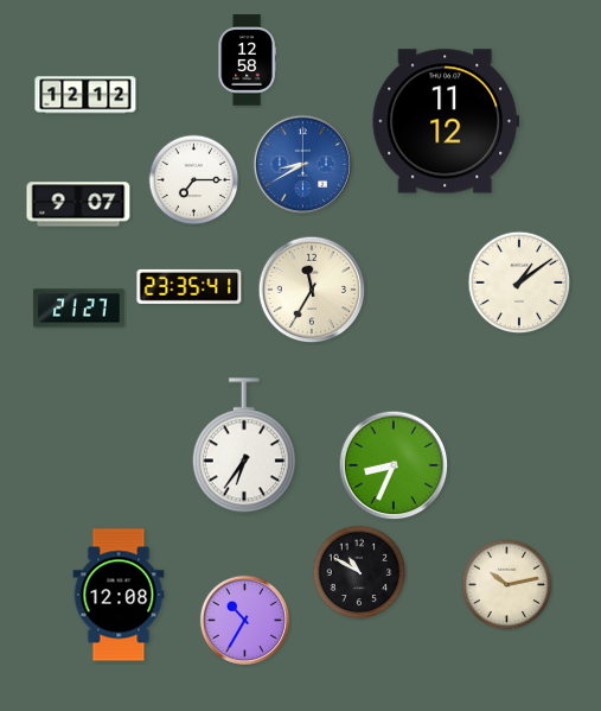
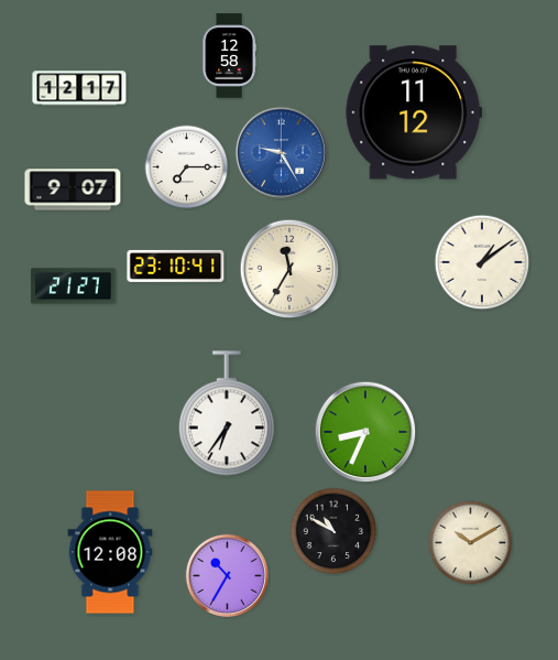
clock at (85, 95): 12:12 -> 12:17
clock at (303, 165): 8:40 -> 9:25
clock at (194, 180) position: (194, 180) -> (187, 167)
clock at (190, 286): 23:35 -> 23:10
clock at (507, 585): 10:13 -> 10:10
